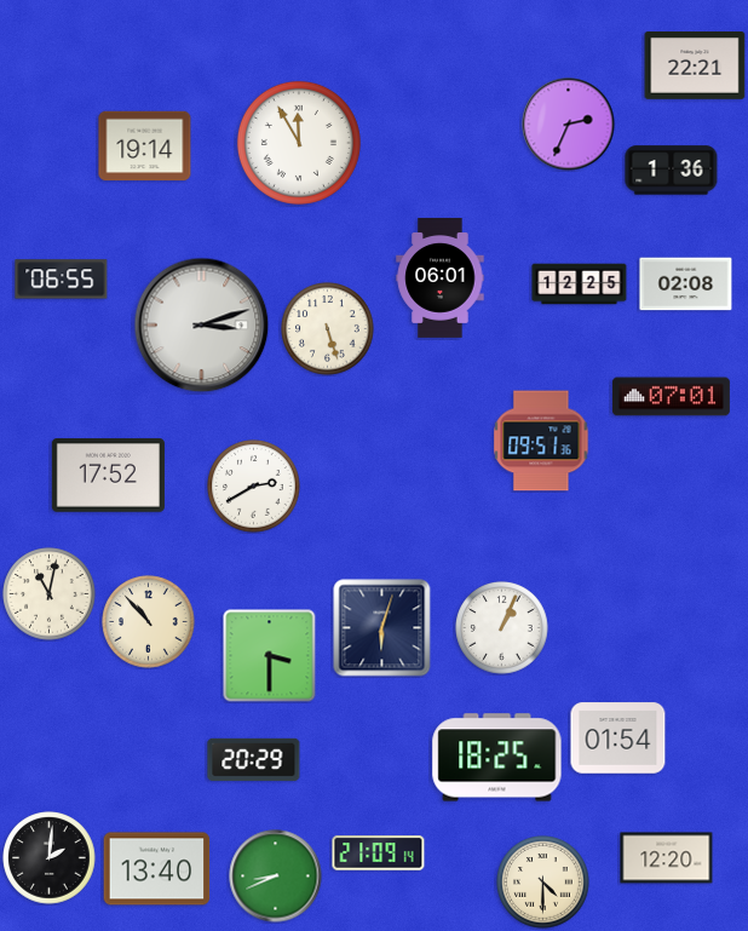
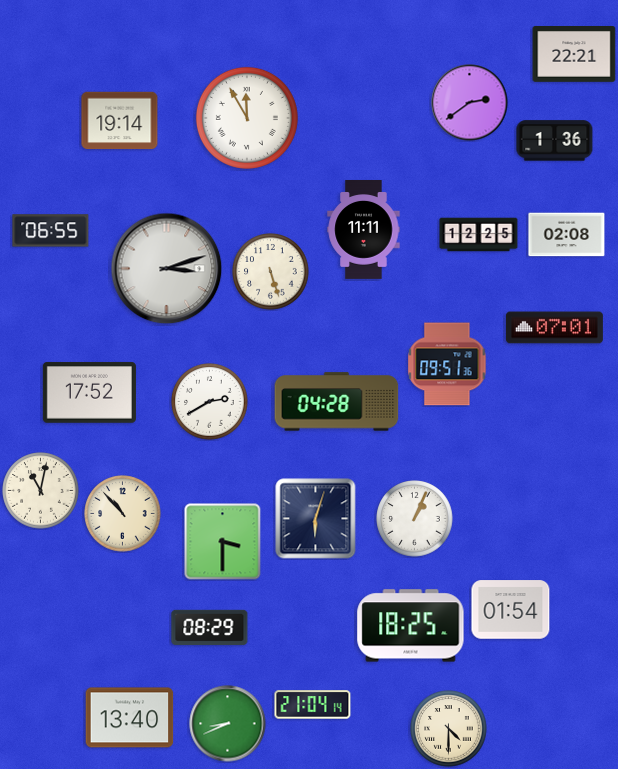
clock at (569, 125): 2:34 -> 2:39
clock at (441, 278): 06:01 -> 11:11
clock at (337, 402): none -> 04:28
clock at (254, 759): 20:29 -> 08:29
clock at (379, 854): 21:09 -> 21:04
clock at (50, 858): 2:01 -> none
clock at (667, 858): 12:20 -> none
